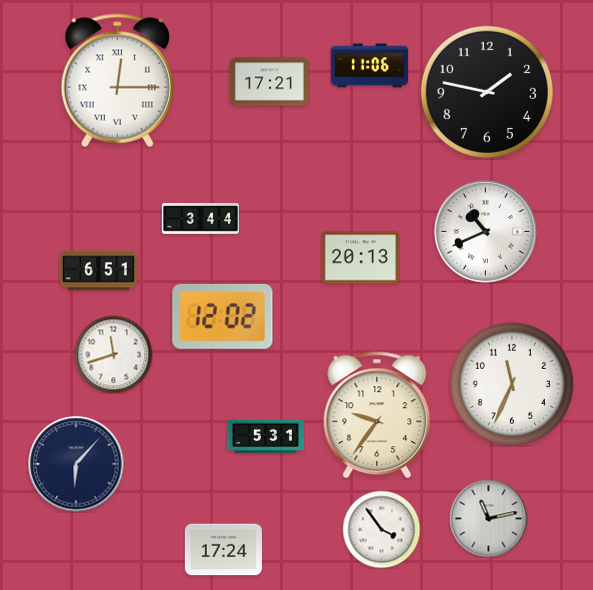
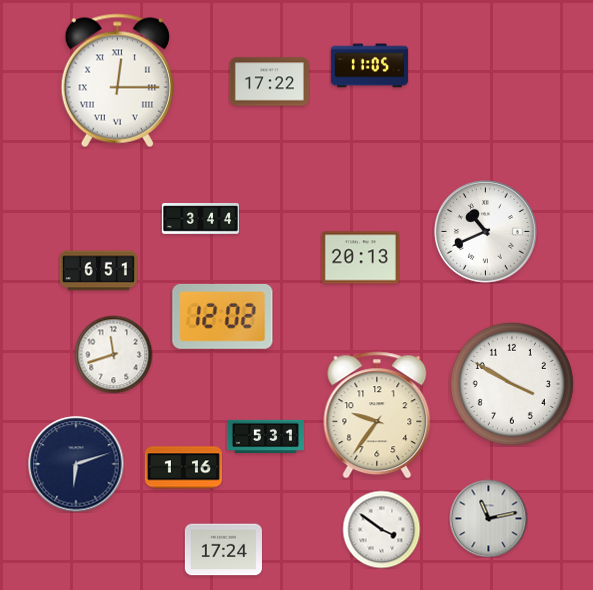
clock at (369, 66): 11:06 -> 11:05
clock at (269, 82): 17:21 -> 17:22
clock at (487, 92): 1:47 -> none
clock at (512, 384): 11:34 -> 3:50
clock at (76, 464): 6:07 -> 6:12
clock at (183, 468): none -> 1:16
clock at (381, 529): 3:54 -> 3:51
